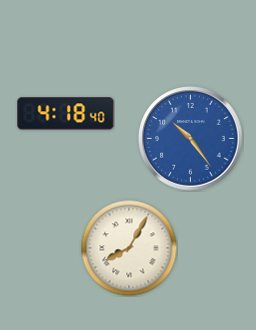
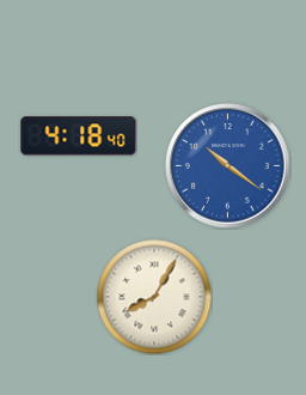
clock at (191, 139): 10:24 -> 10:21
